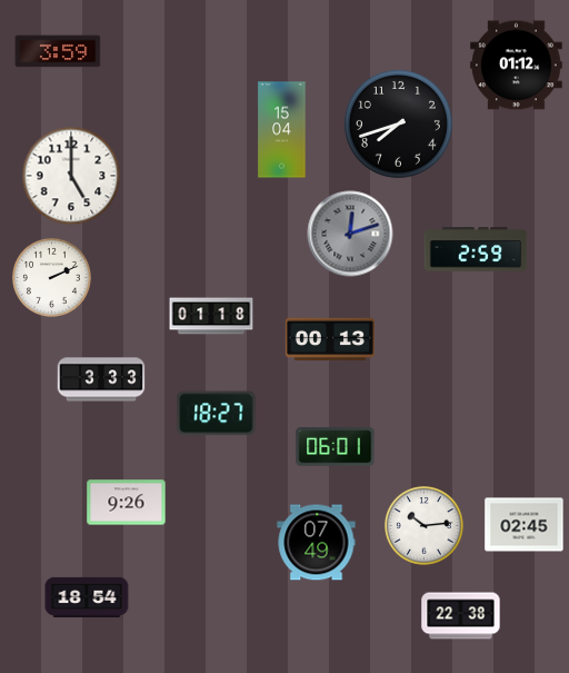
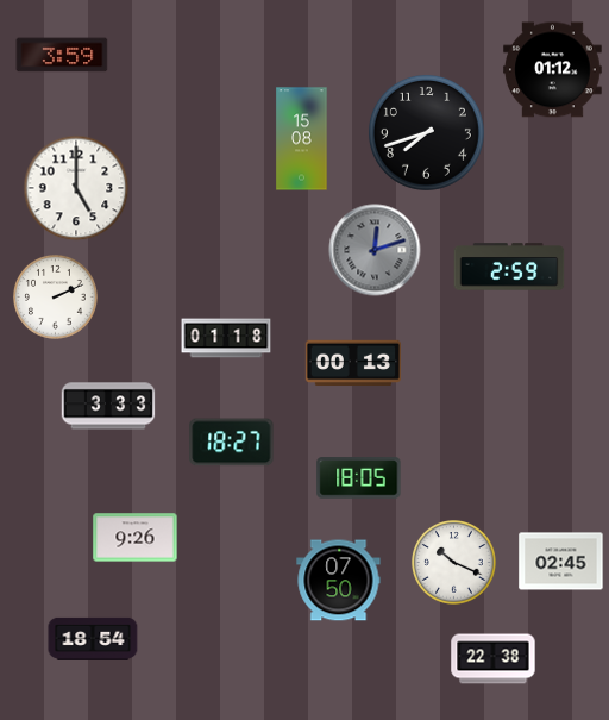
clock at (282, 130): 15:04 -> 15:08
clock at (336, 447): 06:01 -> 18:05
clock at (425, 526): 10:14 -> 10:19
clock at (317, 543): 07:49 -> 07:50
